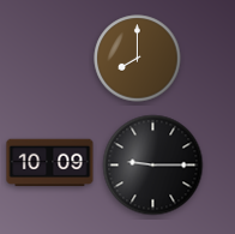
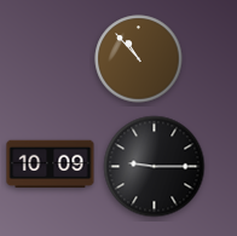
clock at (138, 59): 8:00 -> 10:53
